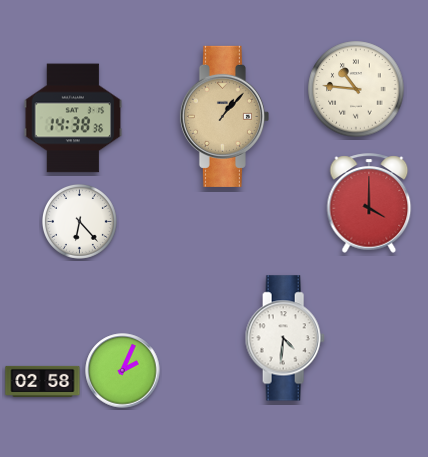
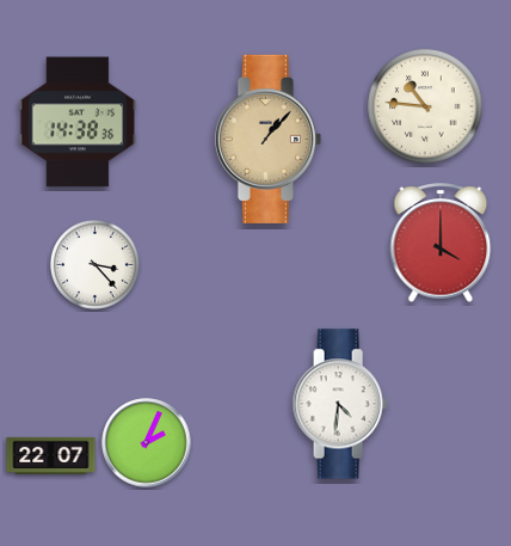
clock at (73, 118) position: (73, 118) -> (78, 122)
clock at (79, 221): 6:23 -> 3:23
clock at (43, 381): 02:58 -> 22:07
